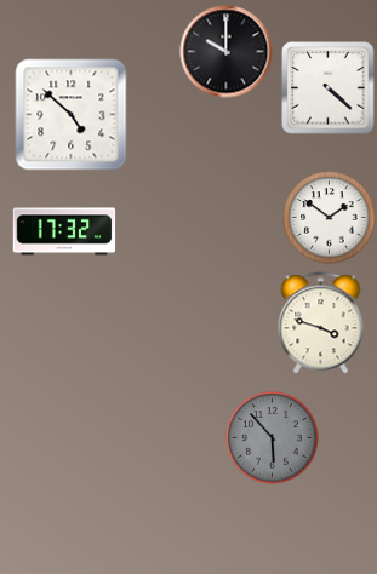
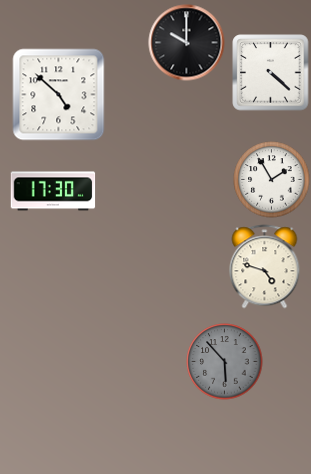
clock at (330, 218): 1:51 -> 1:55
clock at (64, 231): 17:32 -> 17:30
clock at (321, 323): 3:48 -> 4:48
